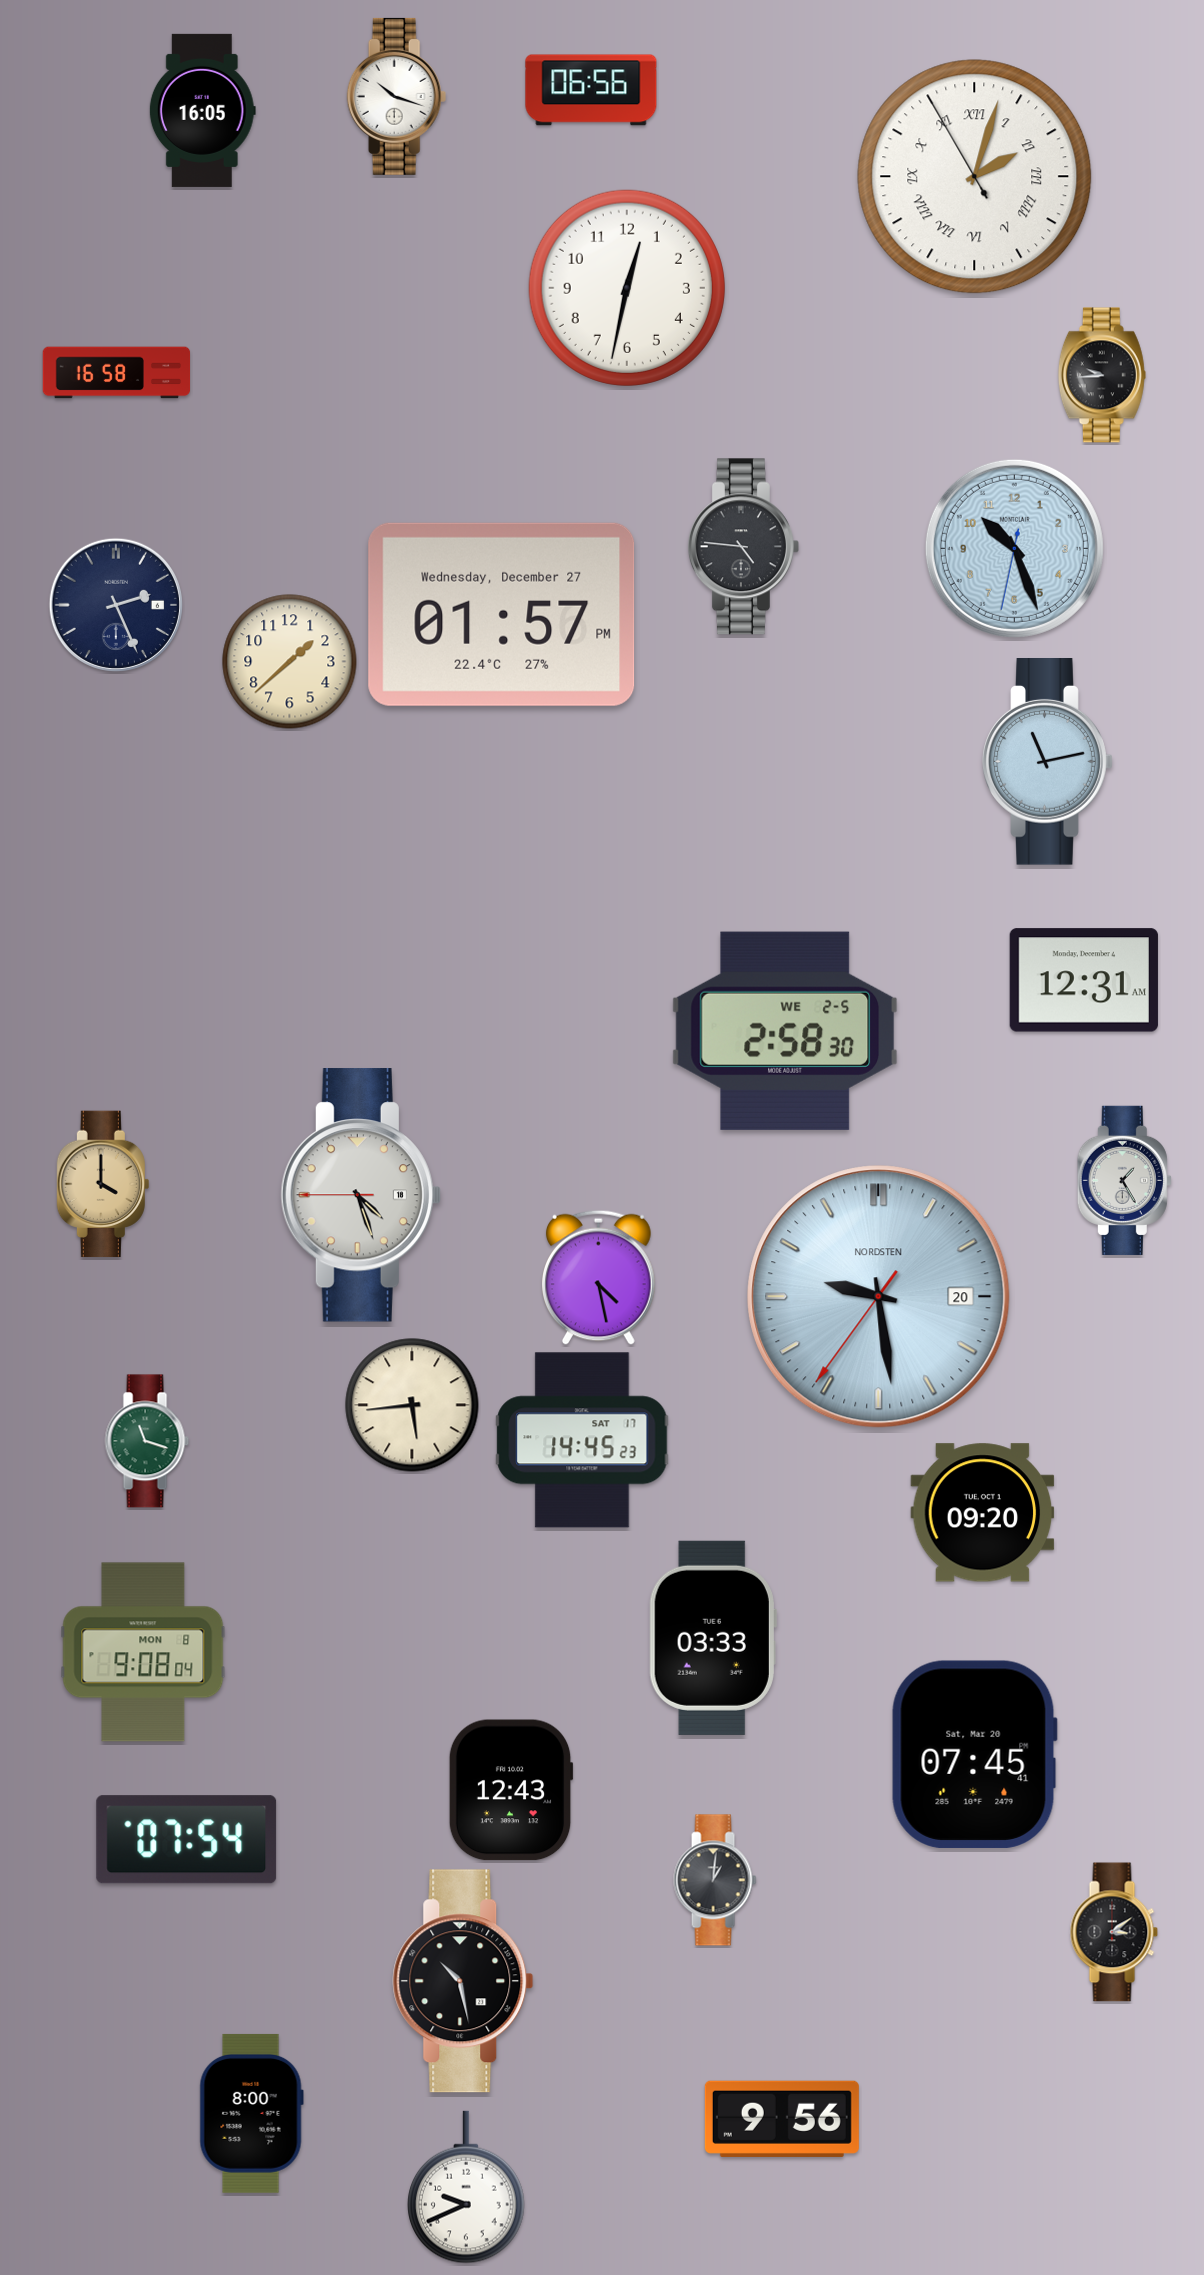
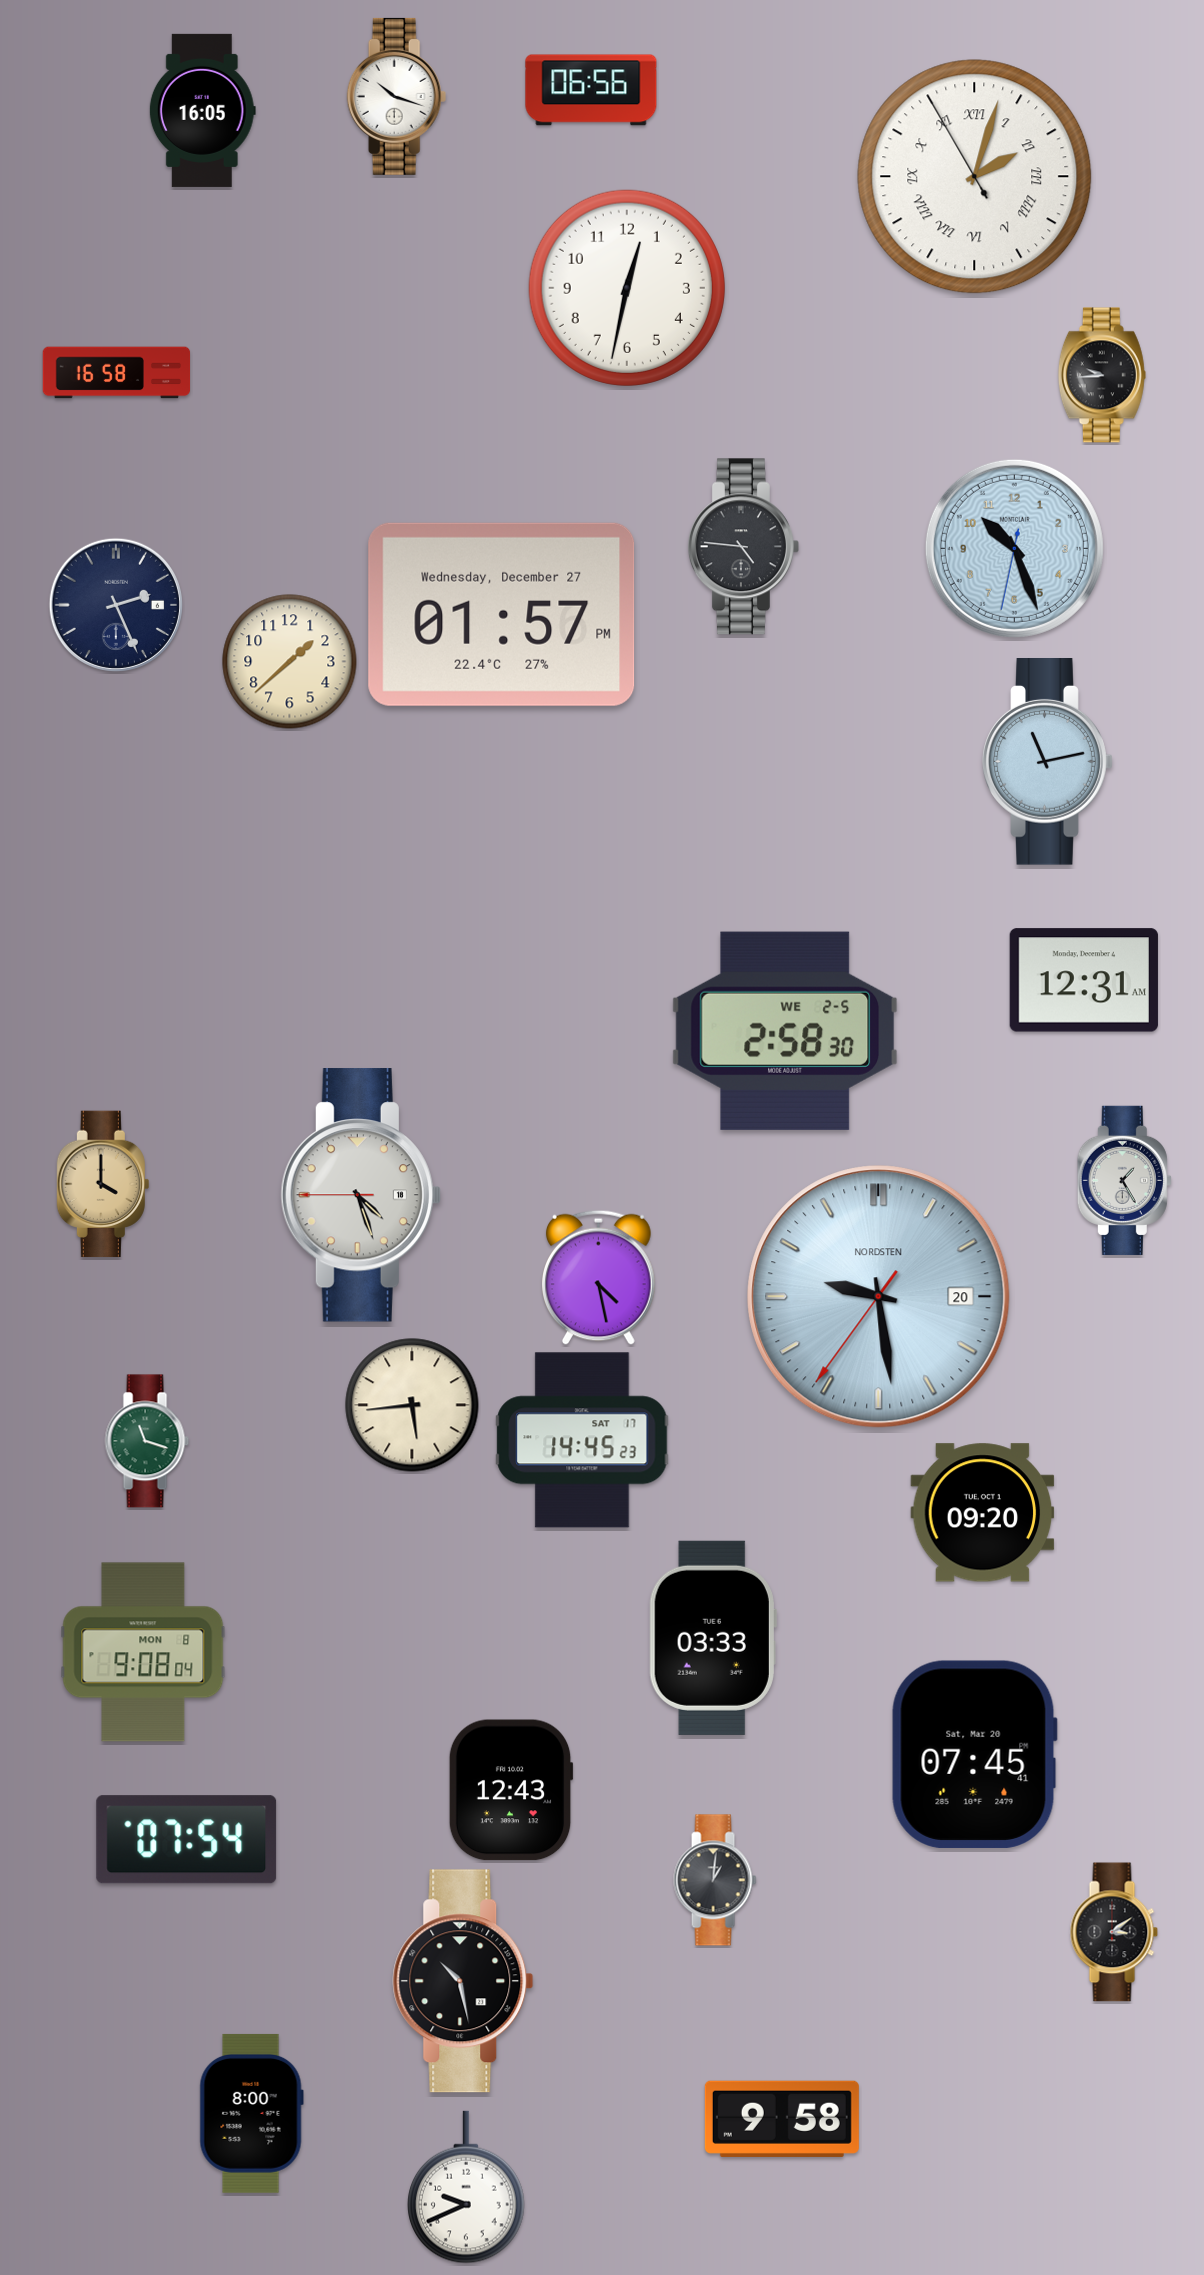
clock at (782, 2119): 9:56 -> 9:58
